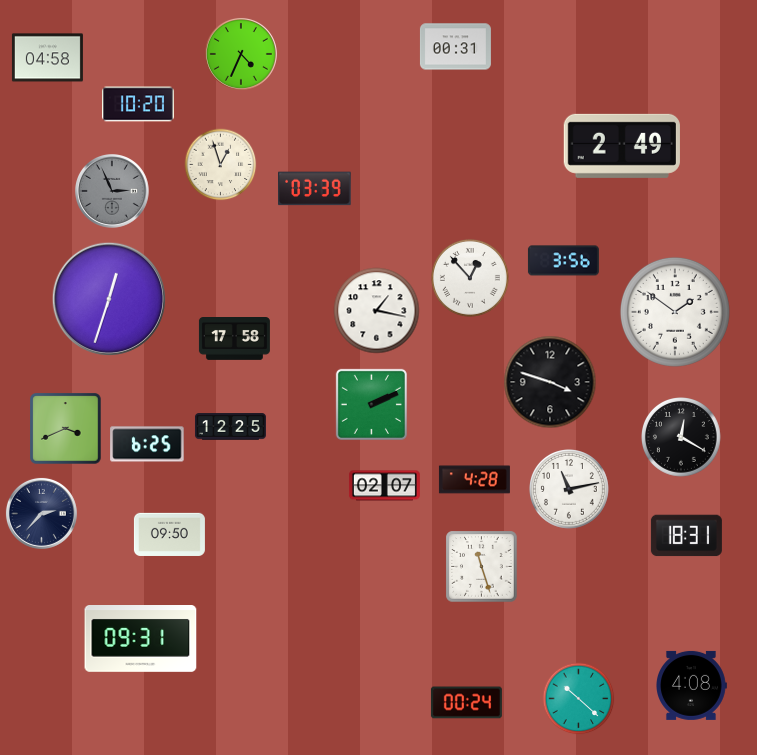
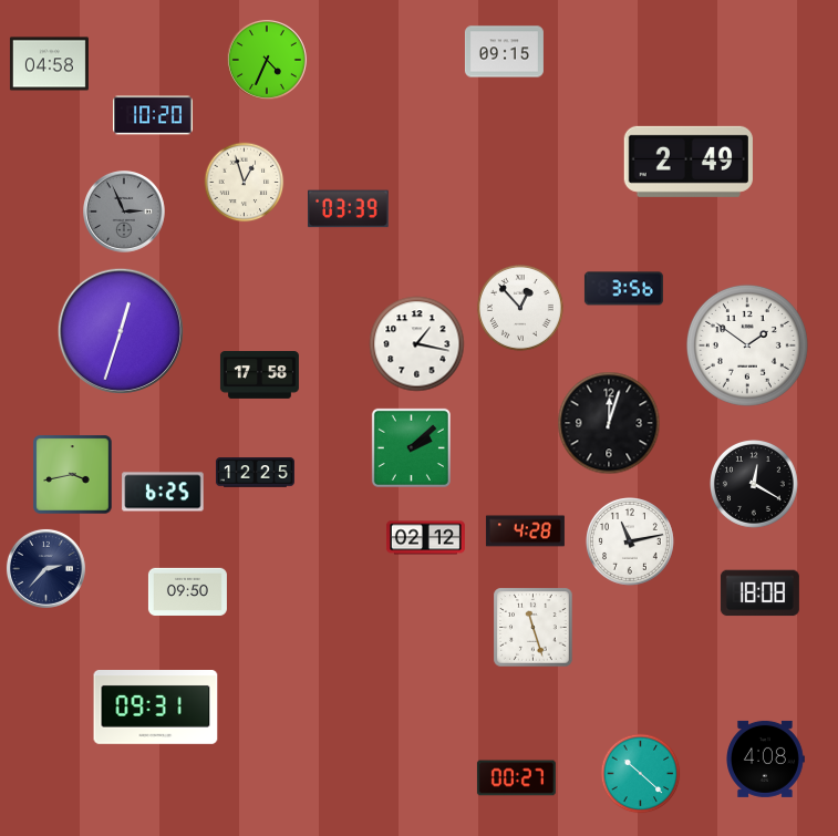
clock at (455, 47): 00:31 -> 09:15
clock at (47, 58) position: (47, 58) -> (49, 64)
clock at (550, 382): 3:48 -> 12:03
clock at (371, 404): 2:11 -> 2:08
clock at (66, 429): 3:41 -> 3:43
clock at (384, 486): 02:07 -> 02:12
clock at (686, 536): 18:31 -> 18:08
clock at (466, 703): 00:24 -> 00:27
